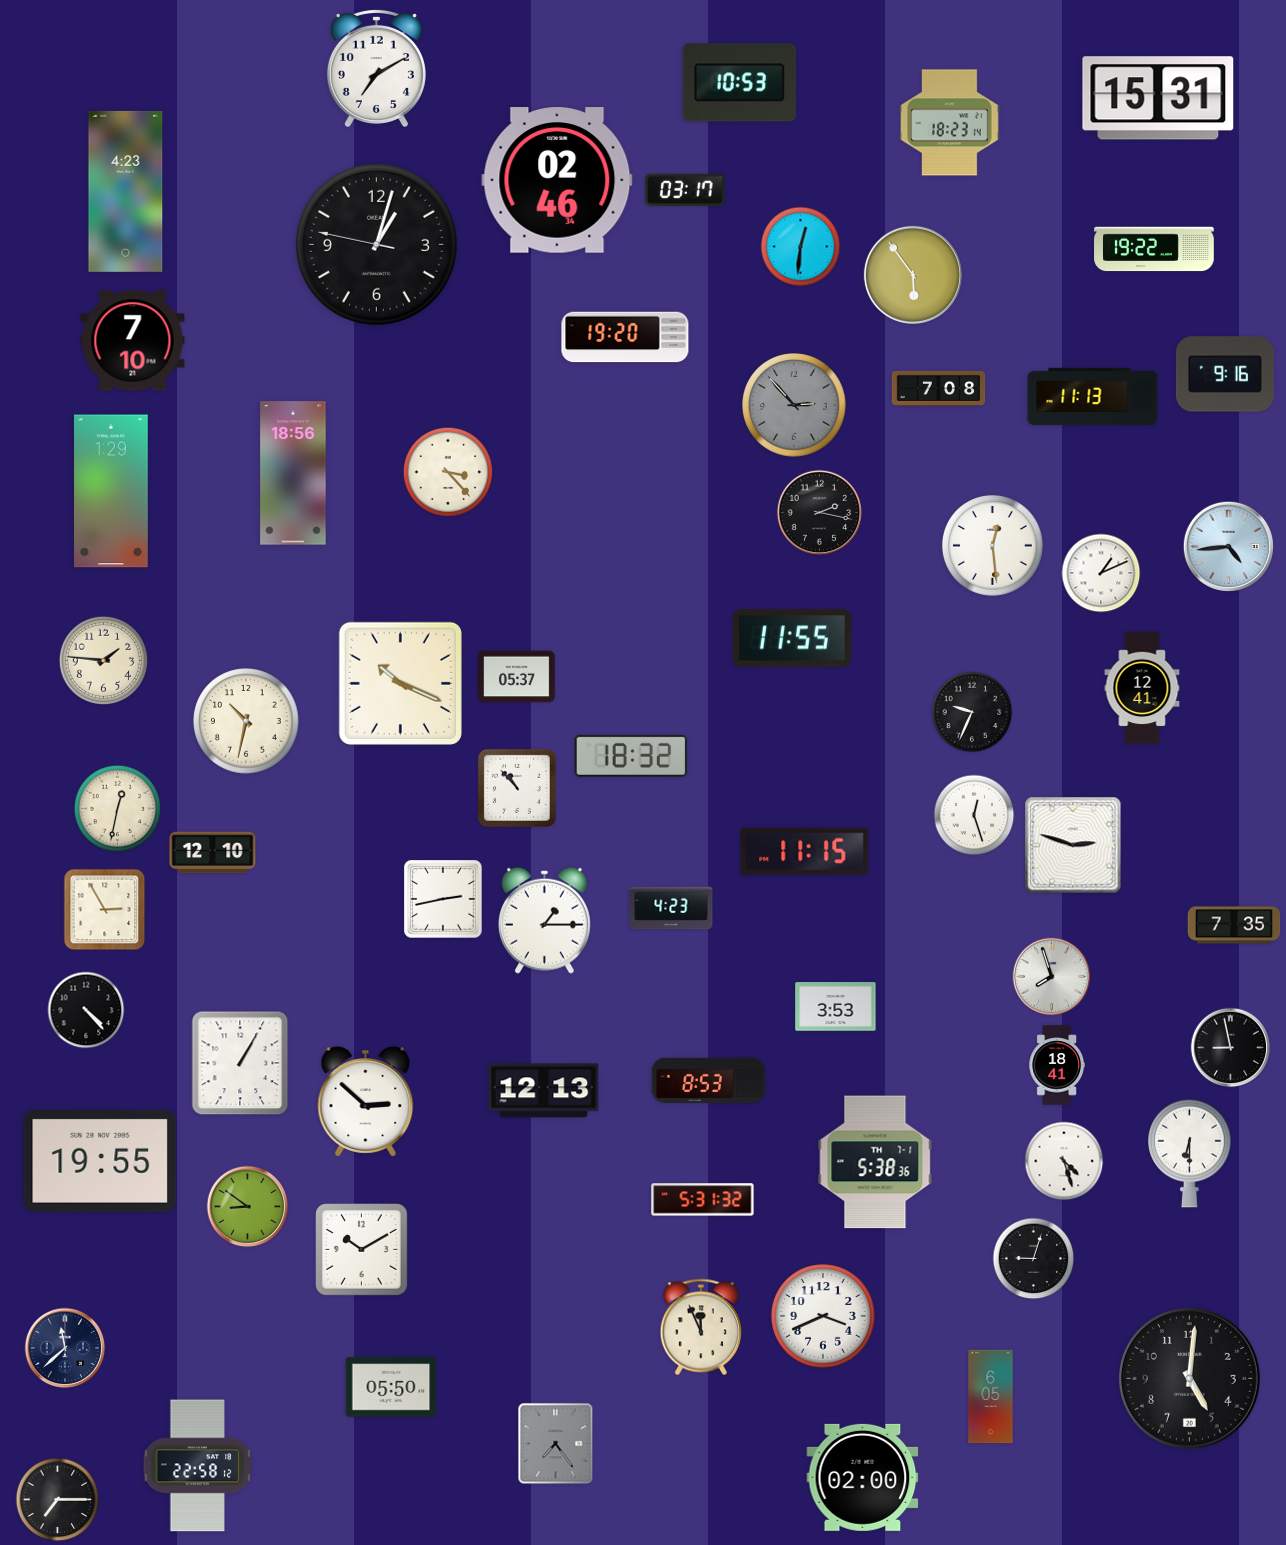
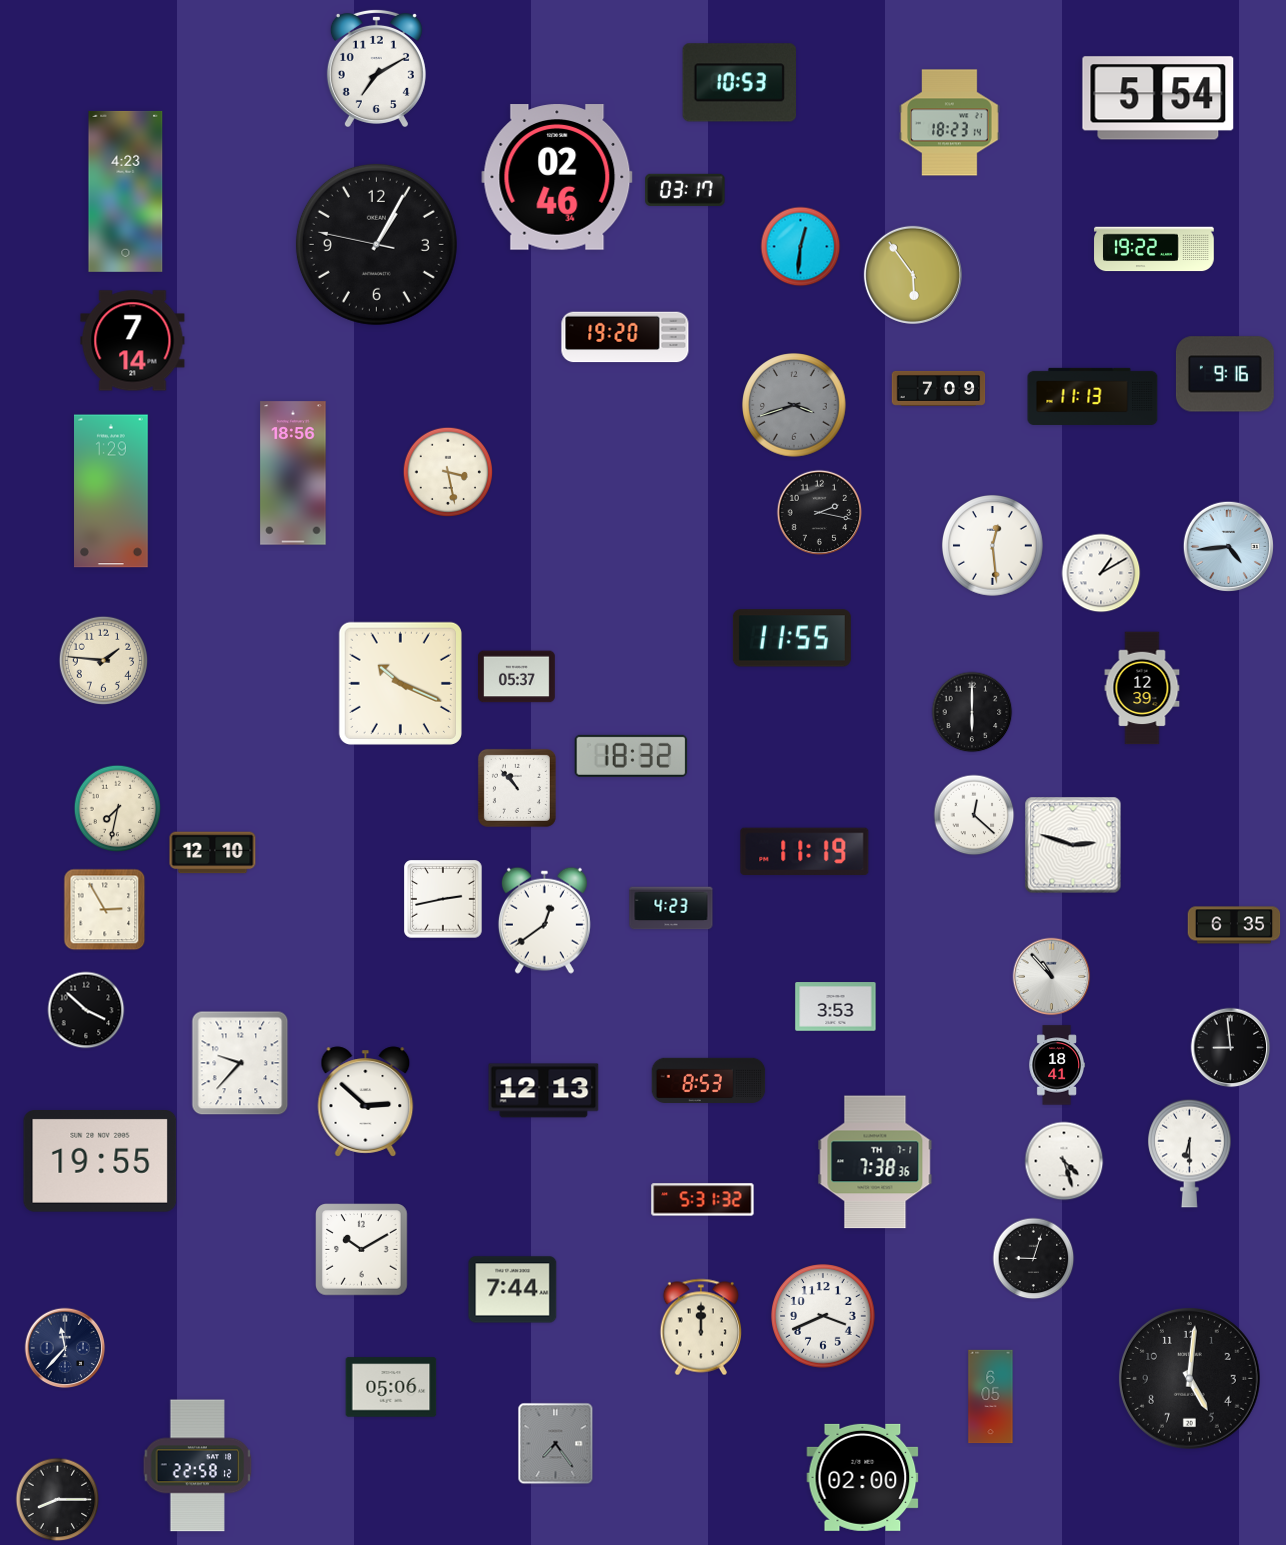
clock at (1158, 98): 15:31 -> 5:54
clock at (557, 180) position: (557, 180) -> (557, 177)
clock at (376, 244): 1:02 -> 1:04
clock at (133, 341): 7:10 -> 7:14
clock at (939, 388): 7:08 -> 7:09
clock at (794, 405): 2:53 -> 3:42
clock at (447, 471): 3:23 -> 3:28
clock at (1101, 573): 1:11 -> 1:10
clock at (1142, 688): 12:41 -> 12:39
clock at (972, 712): 9:34 -> 6:00
clock at (246, 721): 10:32 -> none
clock at (118, 809): 12:32 -> 7:32
clock at (974, 815): 12:27 -> 12:22
clock at (805, 852): 11:15 -> 11:19
clock at (544, 920): 1:15 -> 12:39
clock at (1234, 925): 7:35 -> 6:35
clock at (1052, 977): 7:57 -> 10:53
clock at (86, 1010): 4:23 -> 3:52
clock at (1231, 1048): 8:58 -> 8:59
clock at (240, 1063): 1:05 -> 9:37
clock at (875, 1162): 5:38 -> 7:38
clock at (248, 1207): 8:51 -> none
clock at (513, 1290): none -> 7:44
clock at (701, 1327): 11:56 -> 12:00
clock at (65, 1348): 11:38 -> 11:37
clock at (391, 1387): 05:50 -> 05:06
clock at (58, 1500): 7:15 -> 8:15
